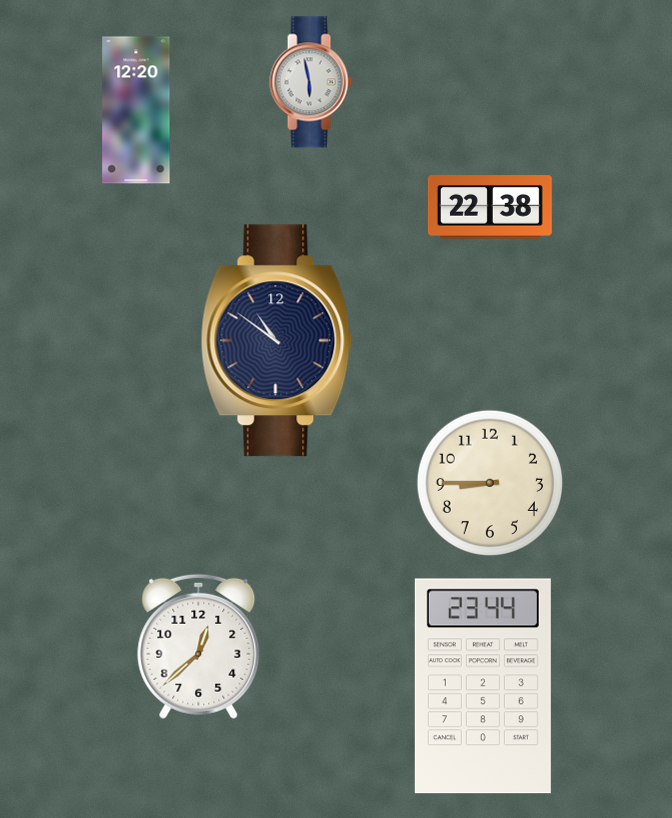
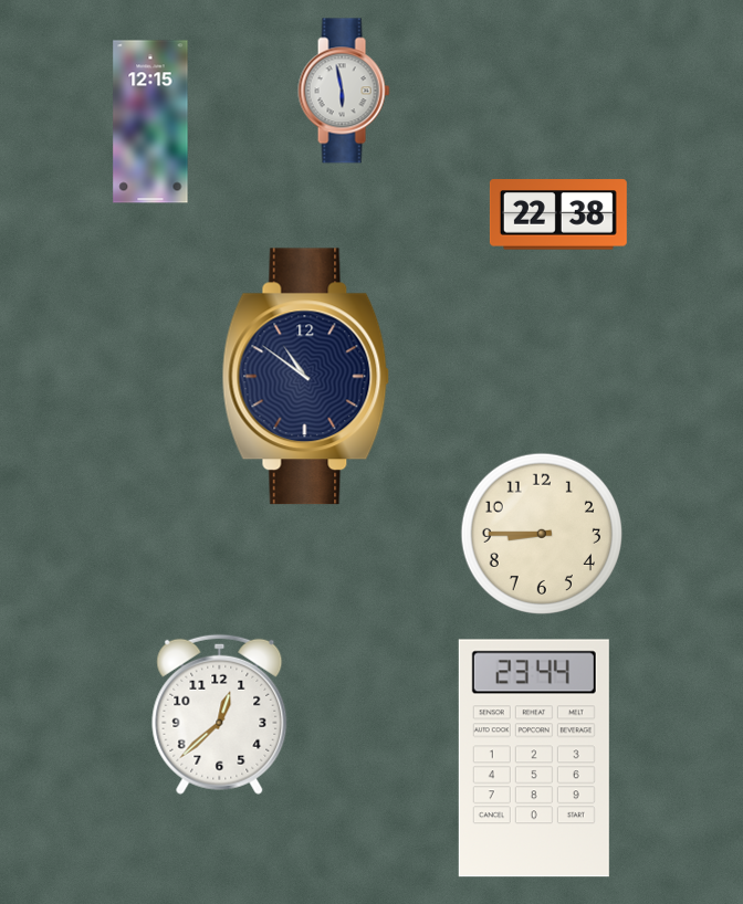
clock at (136, 110): 12:20 -> 12:15
clock at (490, 207) position: (490, 207) -> (558, 214)
